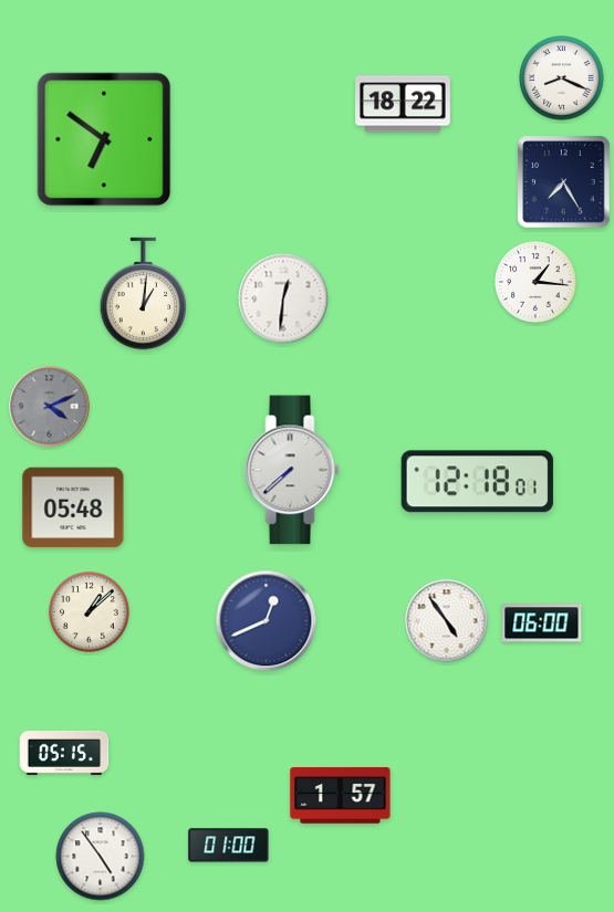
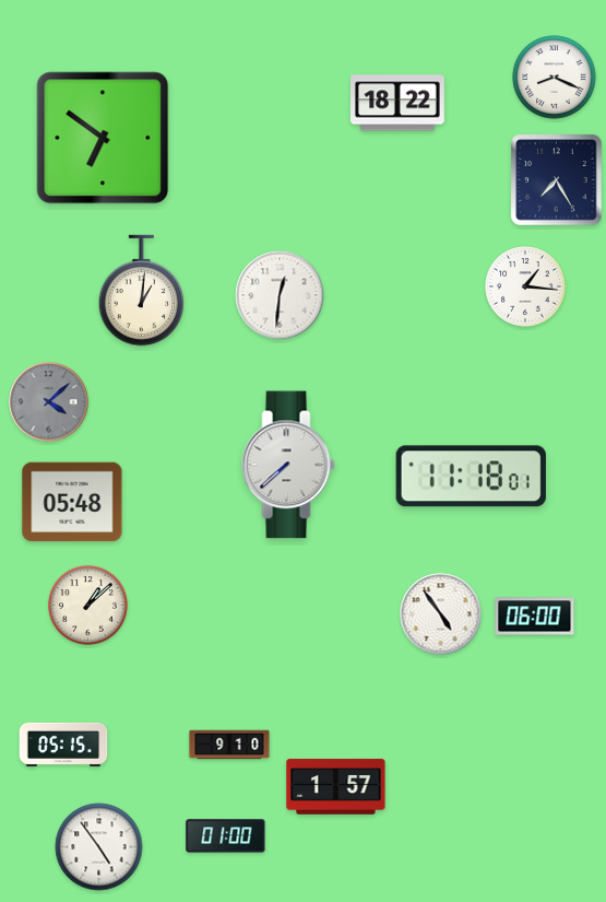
clock at (535, 282) position: (535, 282) -> (525, 286)
clock at (50, 407): 4:11 -> 4:08
clock at (477, 482): 12:18 -> 11:18
clock at (267, 621): 12:41 -> none
clock at (229, 745): none -> 9:10
